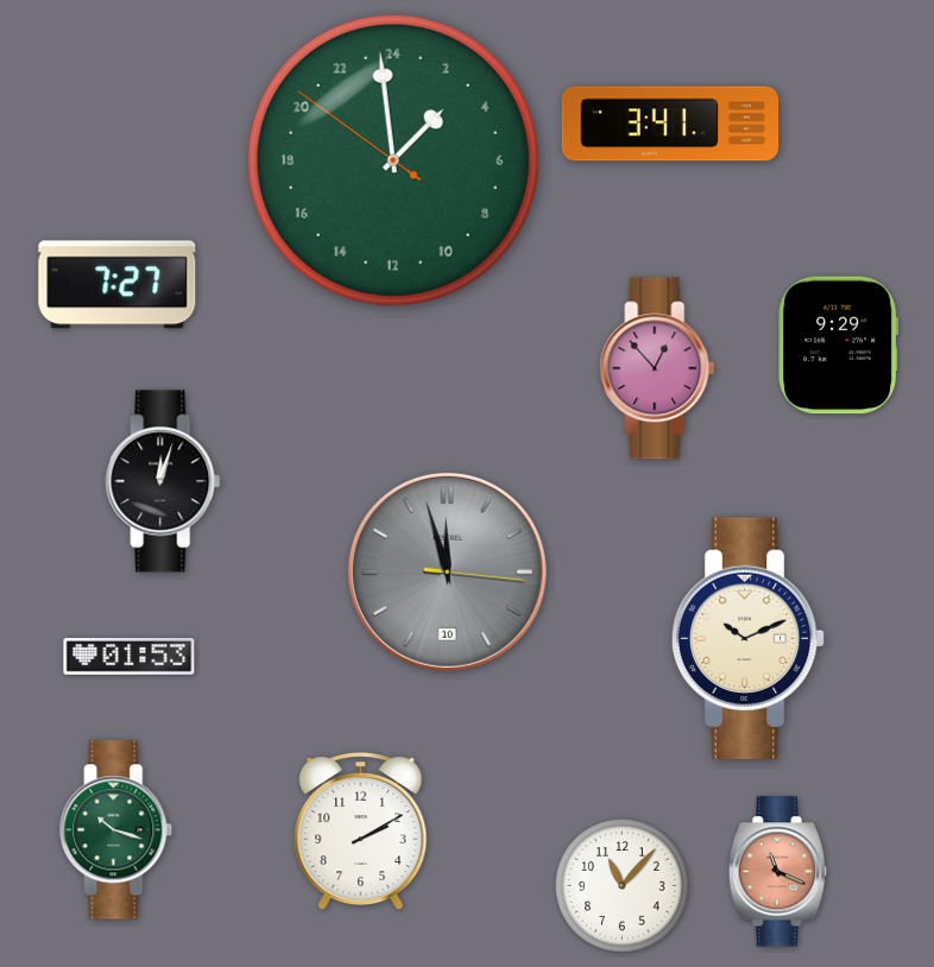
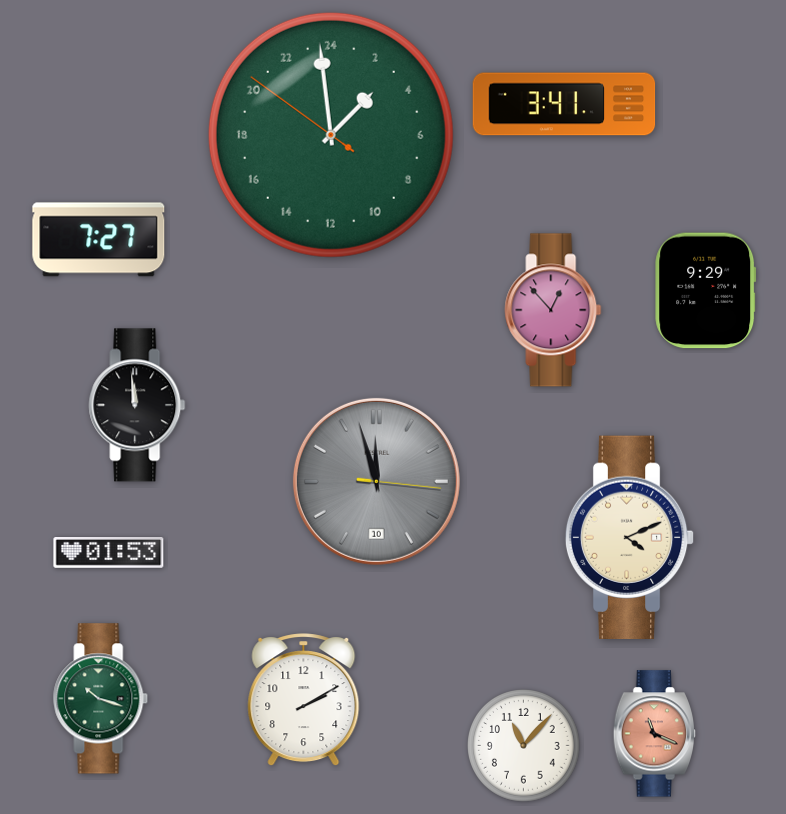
clock at (163, 481): 12:03 -> 11:59
clock at (749, 638): 10:11 -> 4:11
clock at (116, 830) position: (116, 830) -> (101, 699)
